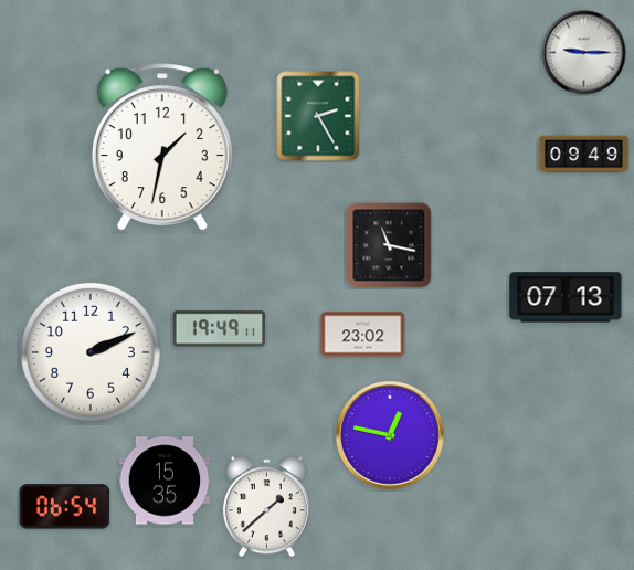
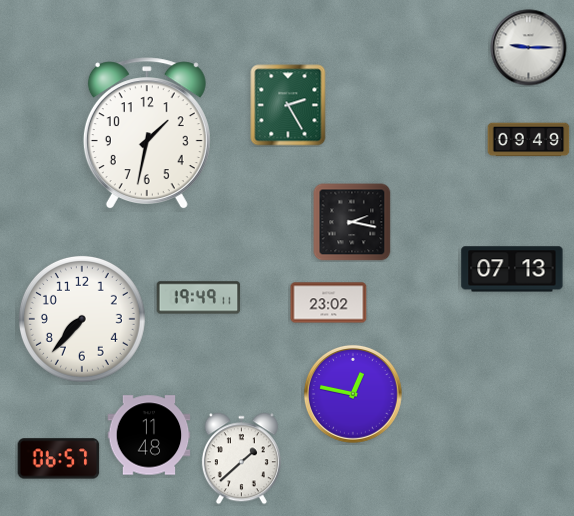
clock at (389, 245): 11:17 -> 2:17
clock at (91, 352): 2:11 -> 7:37
clock at (165, 481): 15:35 -> 11:48
clock at (65, 507): 06:54 -> 06:57
